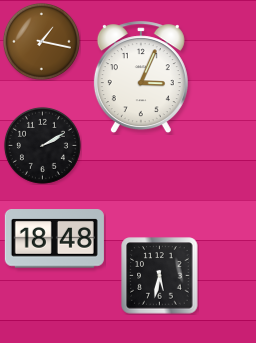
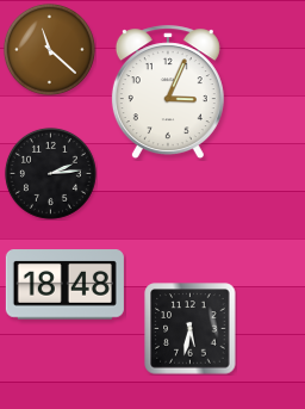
clock at (41, 41): 1:17 -> 11:22
clock at (42, 145): 2:10 -> 2:14
